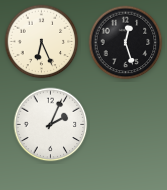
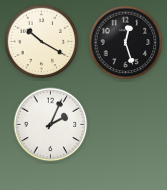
clock at (42, 42): 6:26 -> 10:20
